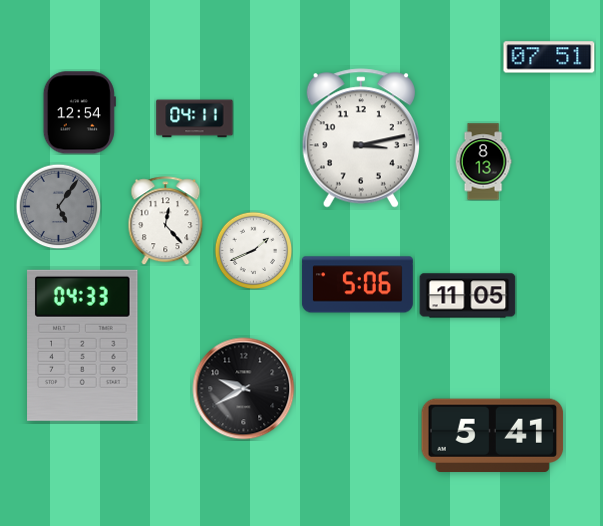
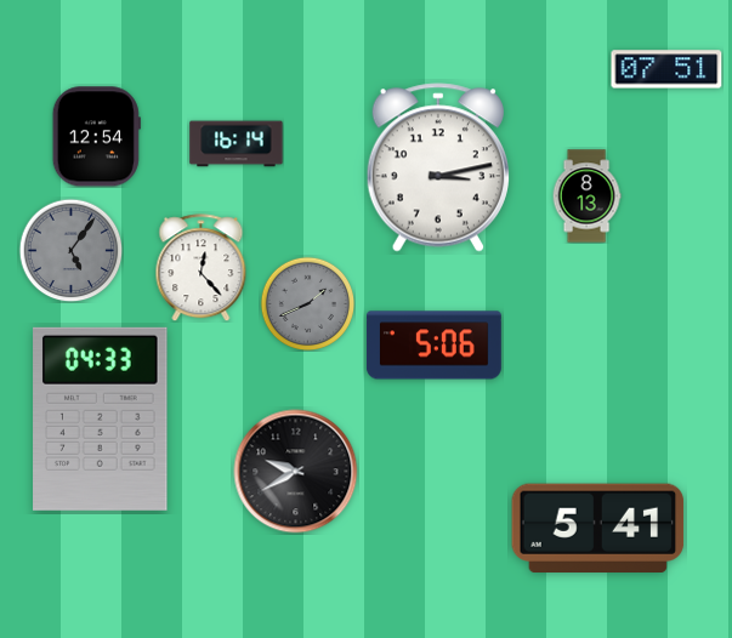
clock at (195, 119): 04:11 -> 16:14
clock at (253, 250) dial: white -> grey
clock at (468, 296): 11:05 -> none
